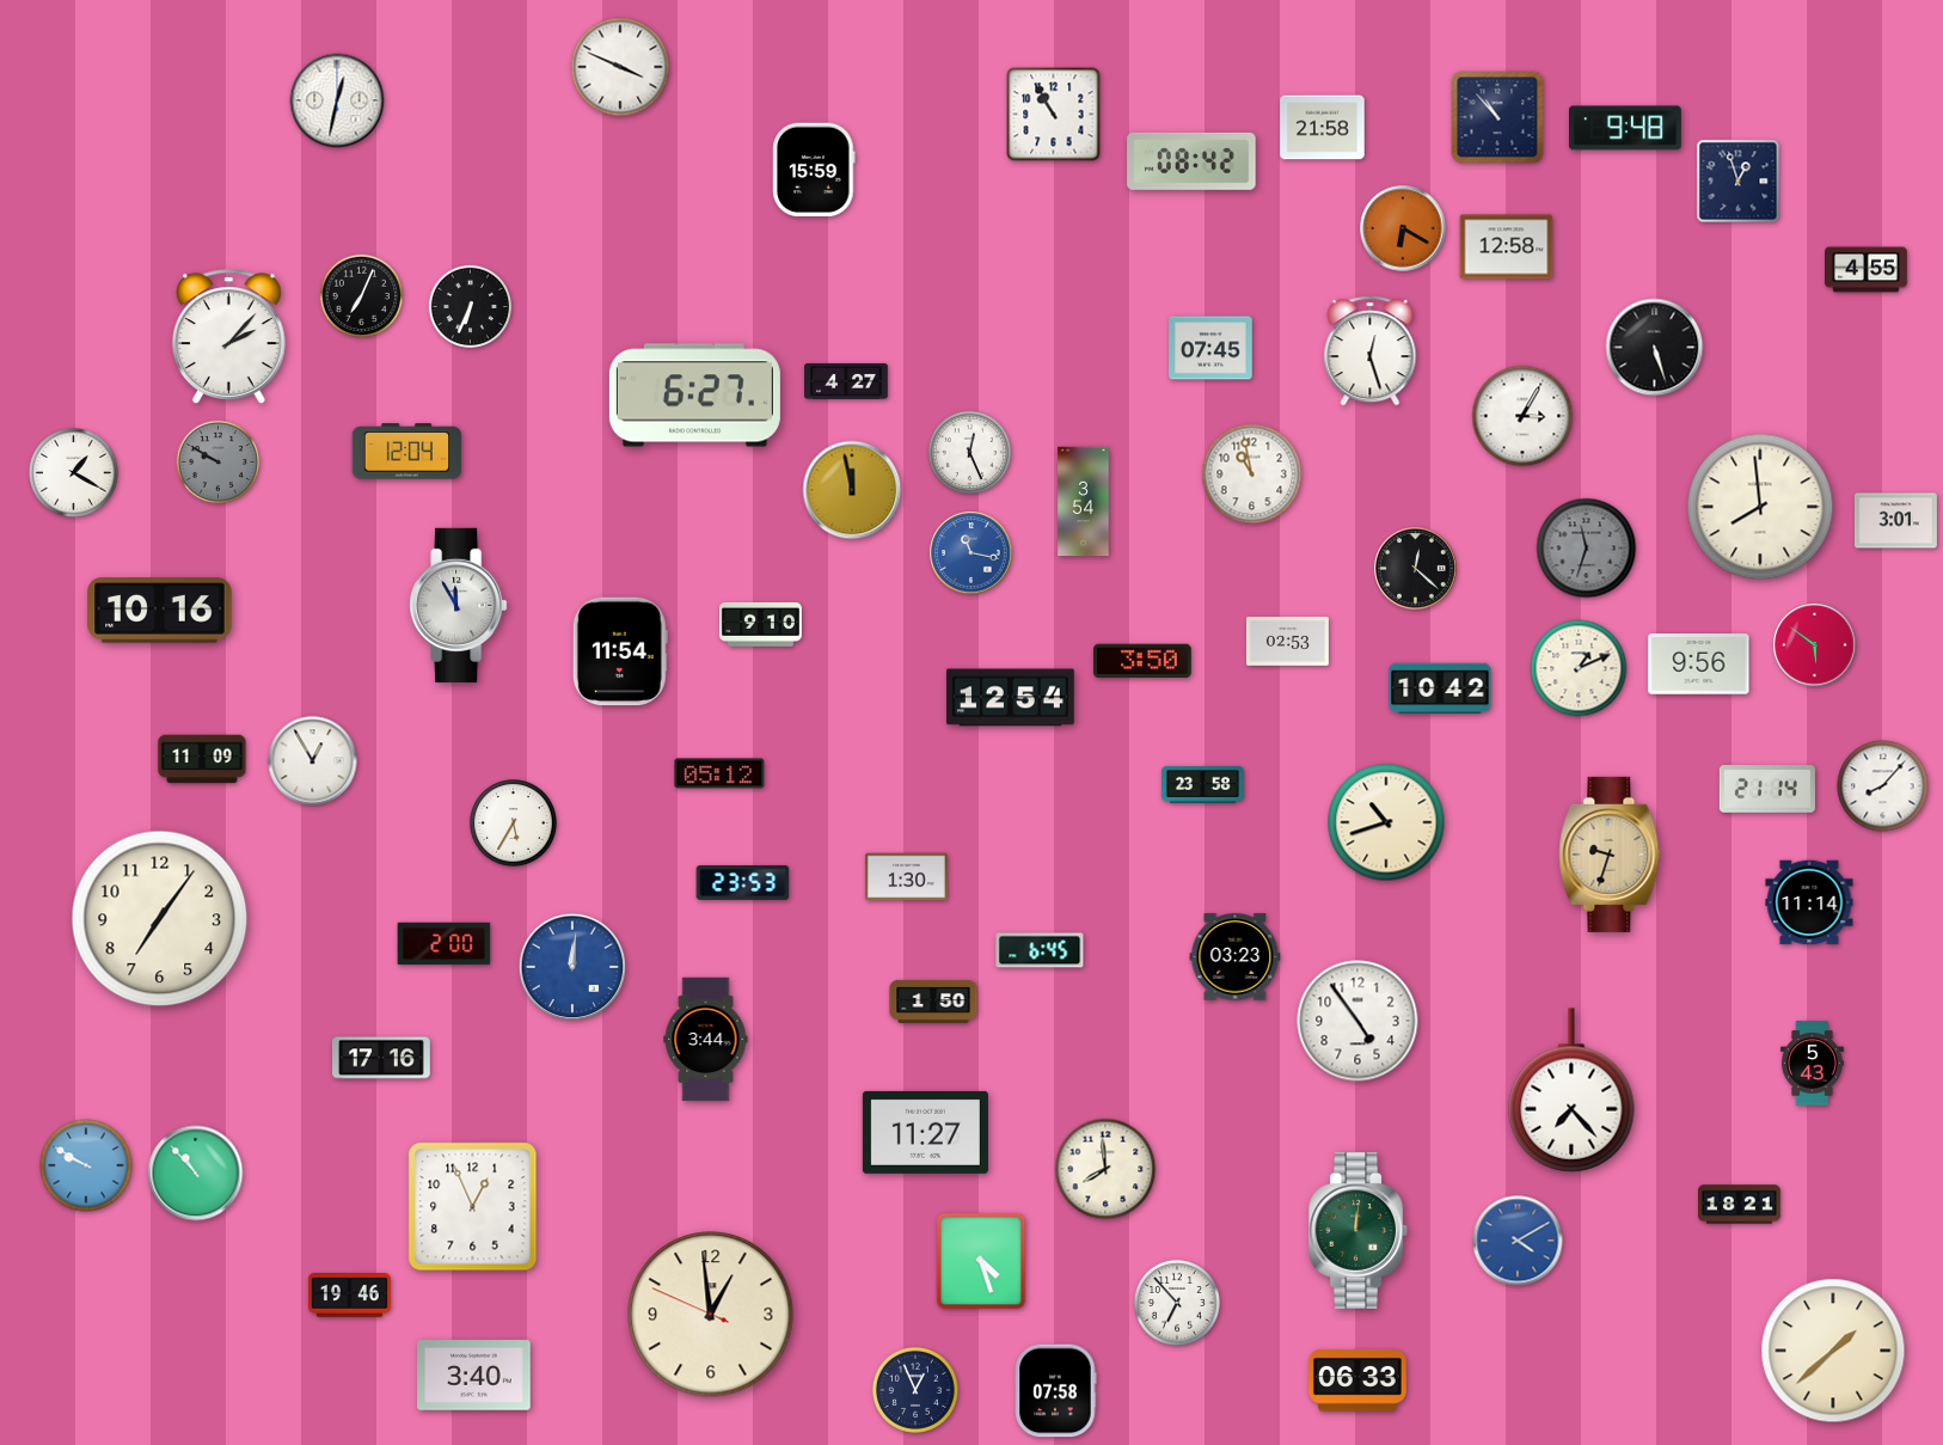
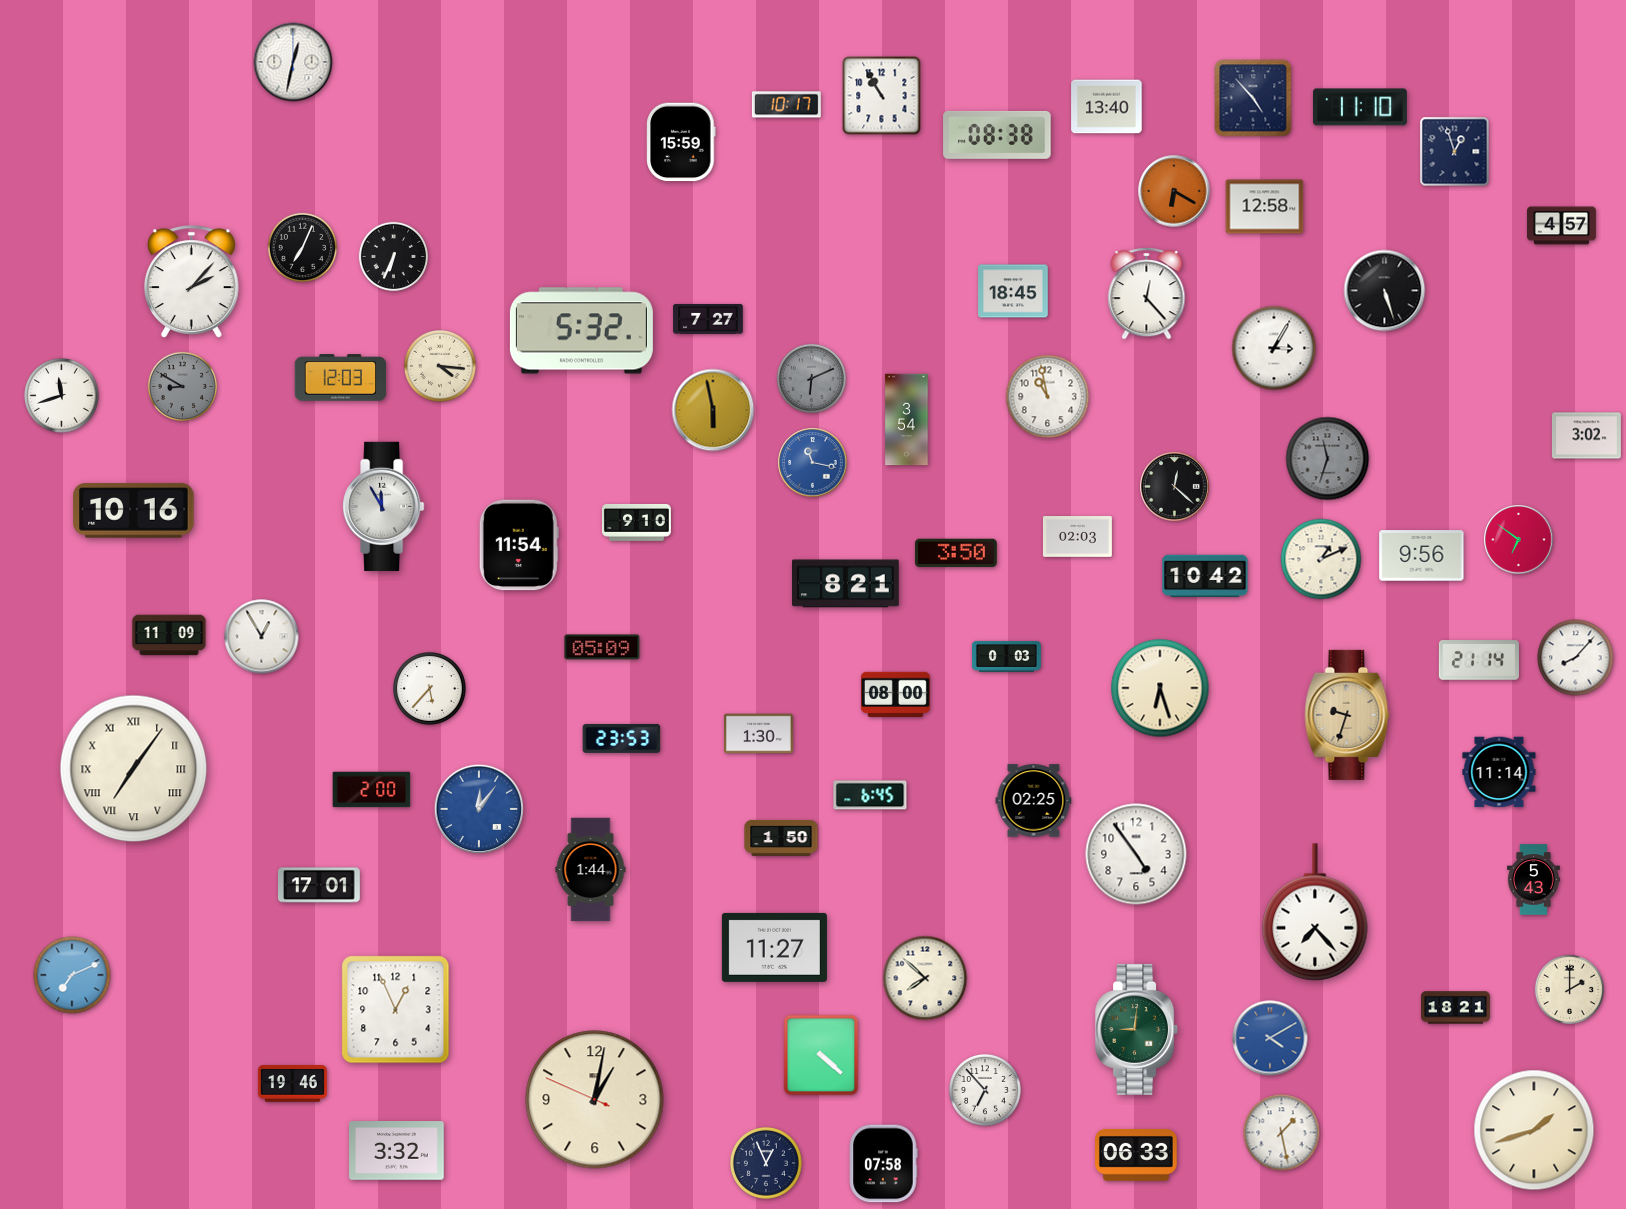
clock at (620, 67): 3:49 -> none
clock at (337, 100) position: (337, 100) -> (293, 62)
clock at (1497, 117): 10:53 -> 4:53
clock at (786, 105): none -> 10:17
clock at (1323, 128): 21:58 -> 13:40
clock at (1625, 128): 9:48 -> 11:10
clock at (1191, 161): 08:42 -> 08:38
clock at (1507, 247) position: (1507, 247) -> (1265, 207)
clock at (1867, 270): 4:55 -> 4:57
clock at (1210, 348): 07:45 -> 18:45
clock at (1371, 351): 12:27 -> 12:23
clock at (846, 381): 4:27 -> 7:27
clock at (694, 396): 6:27 -> 5:32
clock at (440, 366): none -> 4:16
clock at (407, 452): 12:04 -> 12:03
clock at (970, 453): 12:26 -> 6:11
clock at (970, 453) dial: white -> grey
clock at (219, 463): 9:50 -> 8:50
clock at (74, 473): 1:20 -> 11:42
clock at (852, 490): 11:58 -> 5:58
clock at (1760, 507): 7:59 -> none
clock at (1895, 521): 3:01 -> 3:02
clock at (1416, 569) position: (1416, 569) -> (1175, 487)
clock at (1287, 642): 02:53 -> 02:03
clock at (1815, 645): 5:51 -> 6:51
clock at (1011, 698): 12:54 -> 8:21
clock at (719, 773): 05:12 -> 05:09
clock at (1202, 784): 23:58 -> 0:03
clock at (1386, 822): 10:42 -> 6:27
clock at (514, 823): 5:35 -> 5:37
clock at (895, 694): none -> 08:00
clock at (1809, 902) position: (1809, 902) -> (1499, 772)
clock at (160, 919) numerals: Arabic -> Roman
clock at (1236, 957): 03:23 -> 02:25
clock at (571, 966): 12:01 -> 12:06
clock at (706, 1040): 3:44 -> 1:44
clock at (382, 1058): 17:16 -> 17:01
clock at (1812, 1064) position: (1812, 1064) -> (1533, 880)
clock at (86, 1165): 9:50 -> 7:11
clock at (1105, 1169): 7:59 -> 7:52
clock at (196, 1174): 10:53 -> none
clock at (1570, 990): none -> 2:00
clock at (1359, 1230): 12:01 -> 9:01
clock at (981, 1261): 4:27 -> 4:22
clock at (711, 1315): 12:58 -> 1:01
clock at (1833, 1351): 1:38 -> 1:42
clock at (1282, 1133): none -> 1:28
clock at (474, 1376): 3:40 -> 3:32
